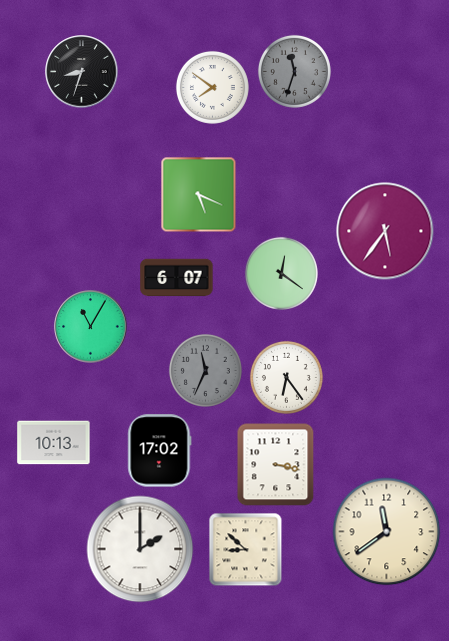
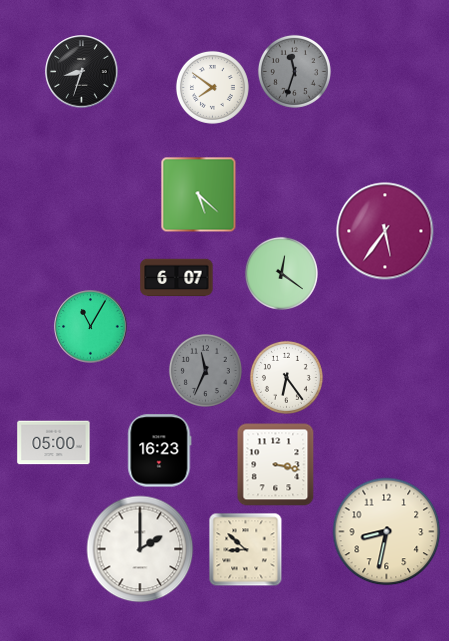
clock at (199, 195): 5:19 -> 5:22
clock at (54, 443): 10:13 -> 05:00
clock at (160, 451): 17:02 -> 16:23
clock at (387, 532): 11:39 -> 8:32
